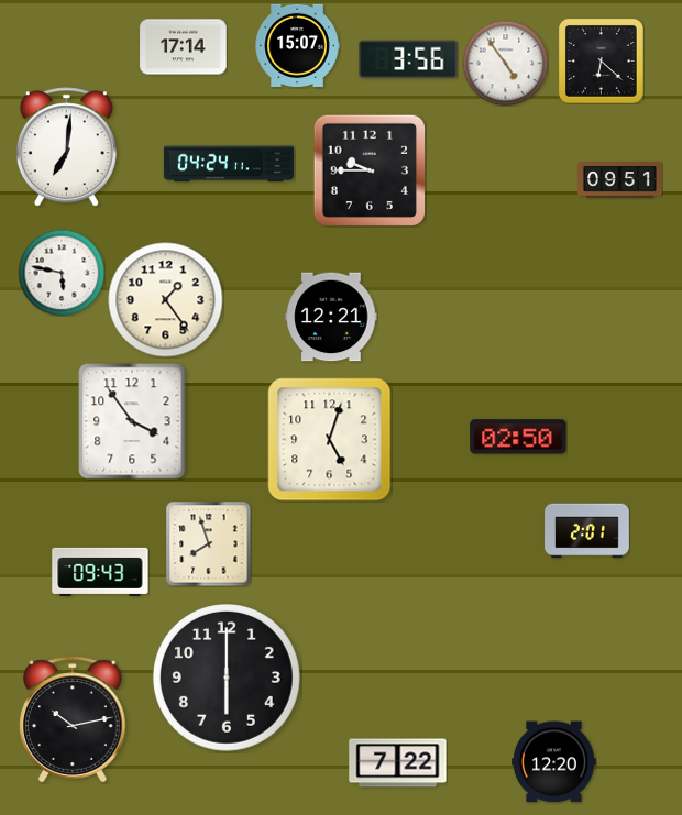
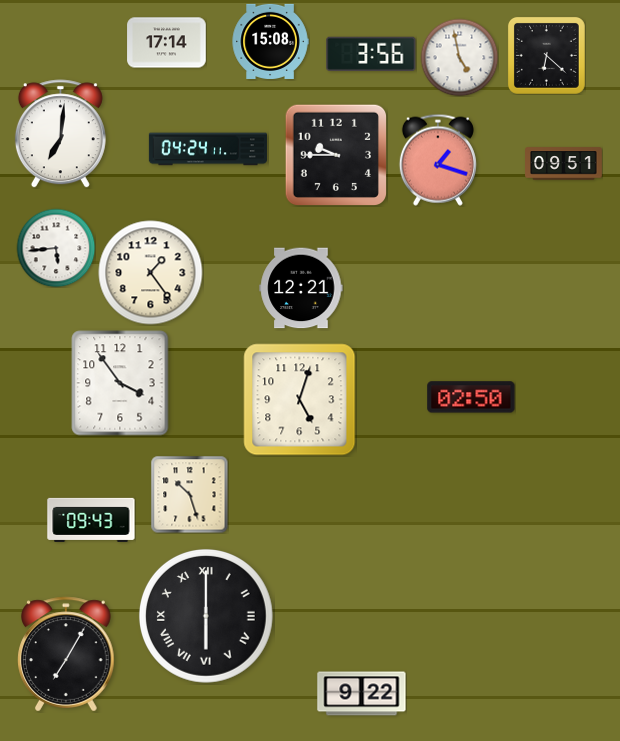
clock at (297, 45): 15:07 -> 15:08
clock at (505, 63): 4:54 -> 4:58
clock at (438, 160): none -> 1:18
clock at (62, 273): 5:47 -> 5:44
clock at (587, 531): 2:01 -> none
clock at (208, 543): 7:57 -> 10:27
clock at (227, 678) numerals: Arabic -> Roman
clock at (73, 719): 10:13 -> 7:05
clock at (554, 762): 12:20 -> none
clock at (398, 763): 7:22 -> 9:22
